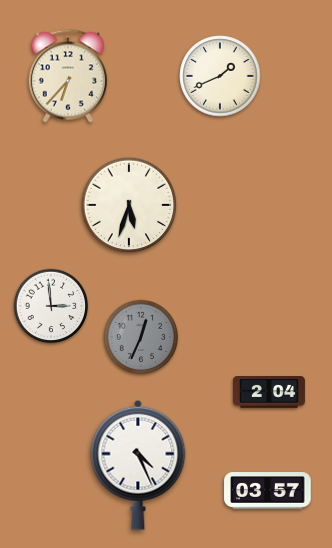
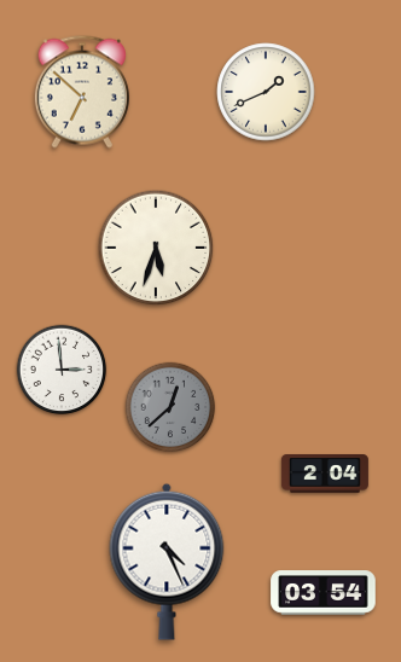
clock at (68, 76): 6:37 -> 6:52
clock at (141, 337): 12:34 -> 12:38
clock at (268, 491): 03:57 -> 03:54
